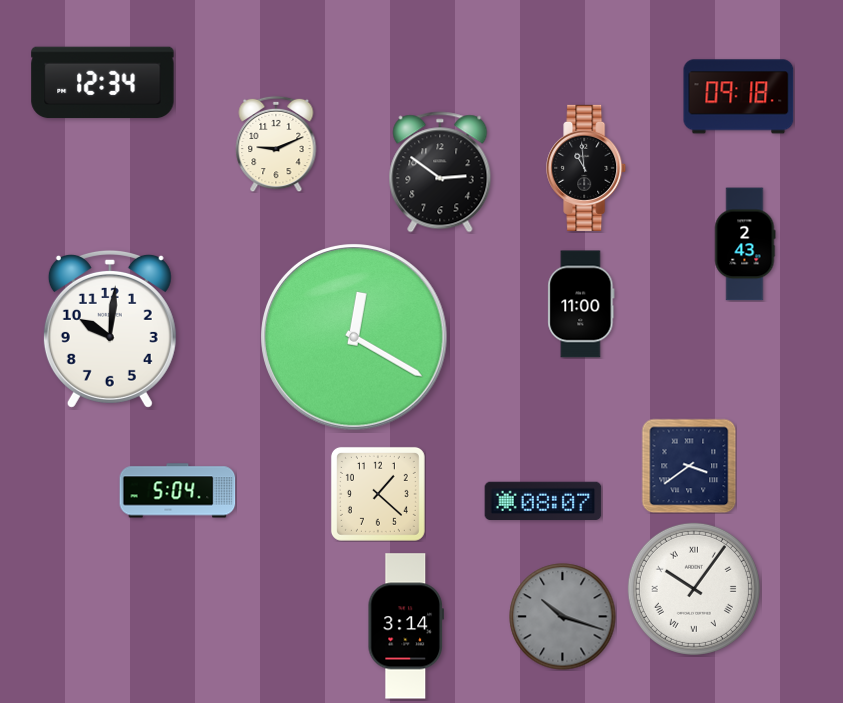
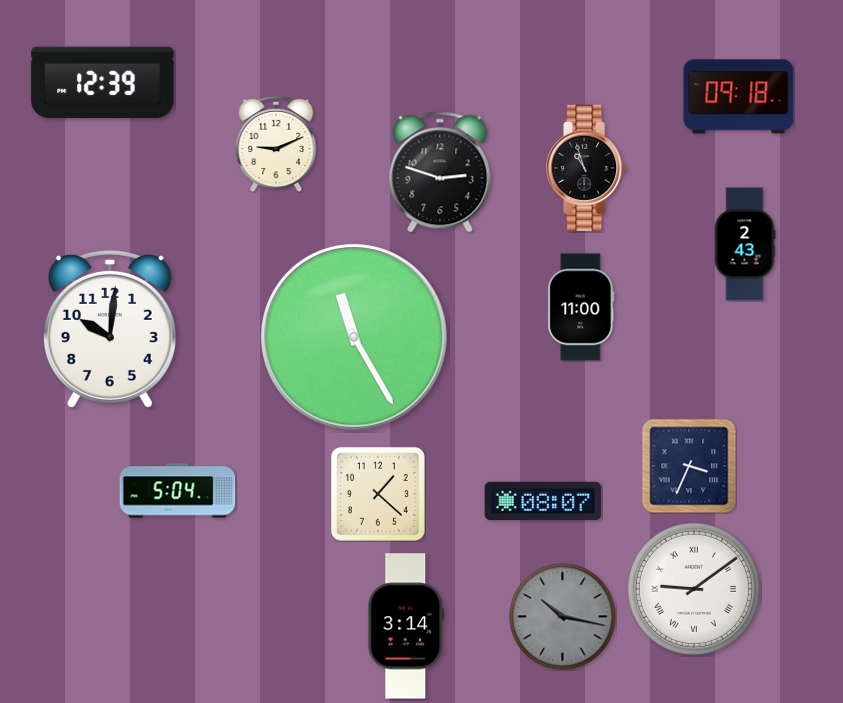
clock at (103, 83): 12:34 -> 12:39
clock at (587, 168): 10:59 -> 10:57
clock at (440, 172): 2:51 -> 2:48
clock at (581, 304) position: (581, 304) -> (581, 307)
clock at (354, 337): 12:20 -> 11:25
clock at (689, 466): 3:39 -> 3:34
clock at (694, 589): 10:06 -> 9:09
clock at (563, 617): 10:18 -> 10:17
